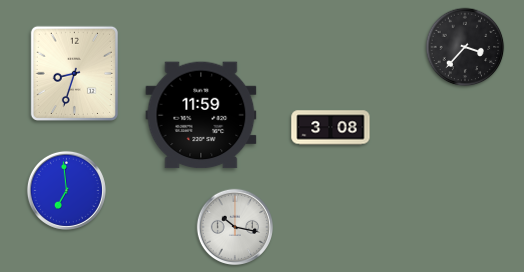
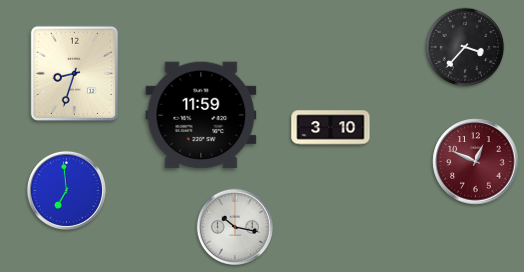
clock at (331, 128): 3:08 -> 3:10
clock at (476, 162): none -> 12:49
